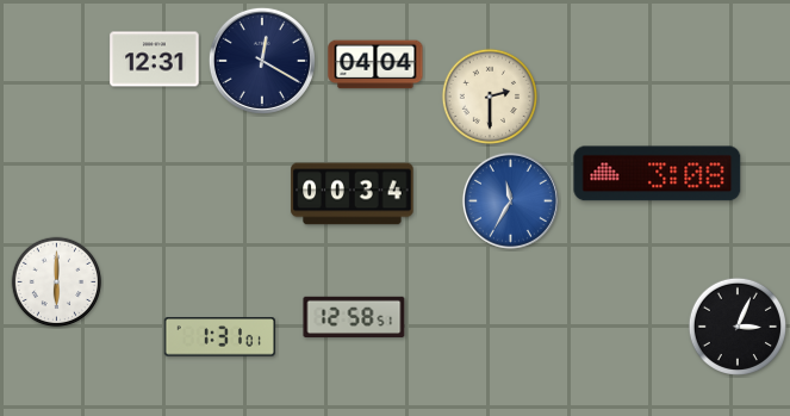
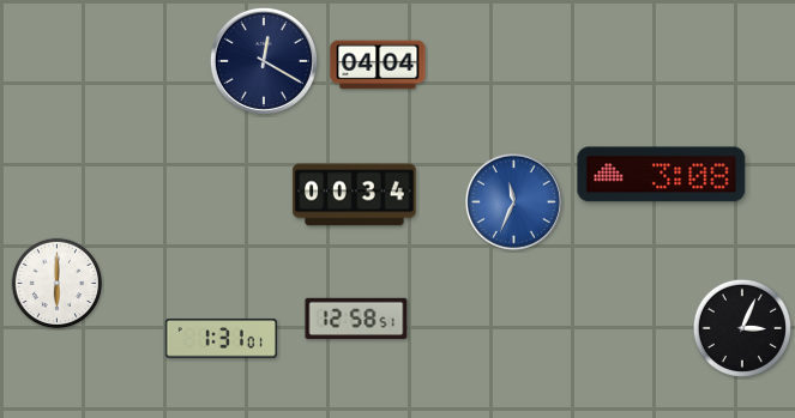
clock at (155, 60): 12:31 -> none
clock at (489, 95): 2:30 -> none
clock at (510, 200): 11:35 -> 11:34
